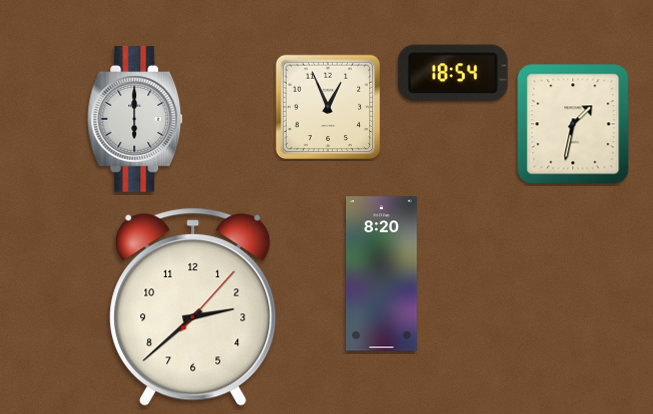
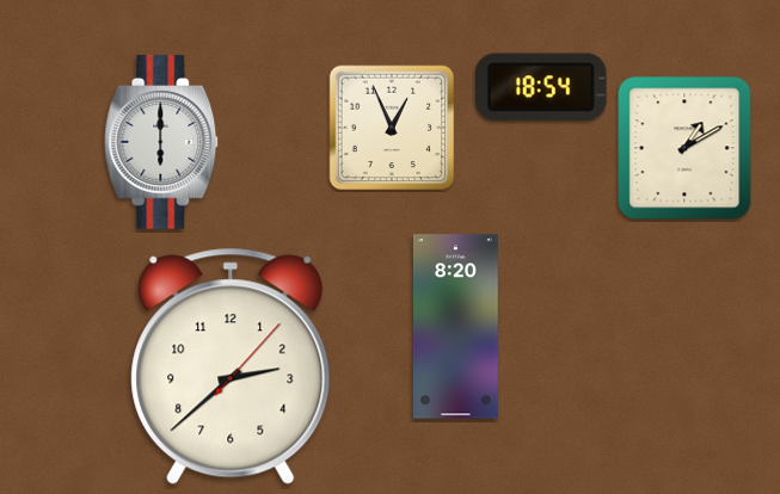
clock at (573, 124): 1:32 -> 1:10
